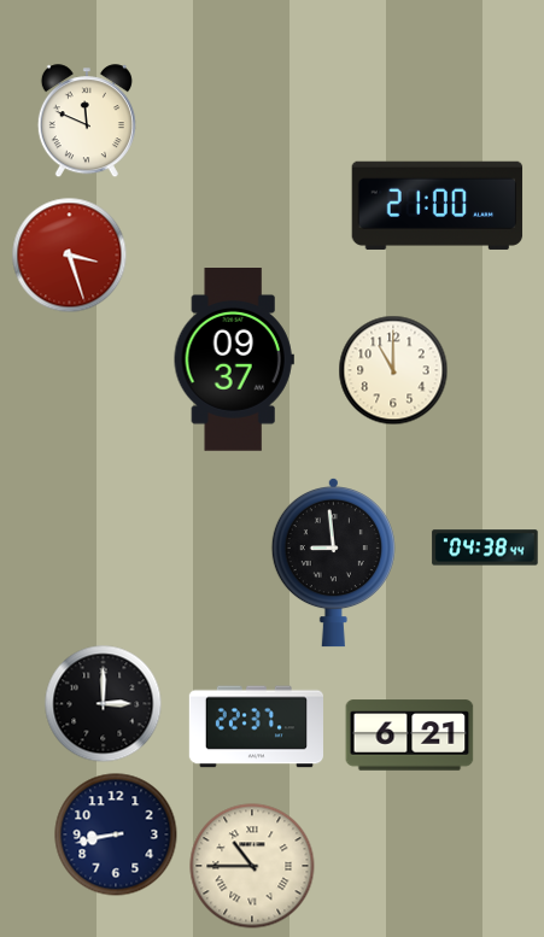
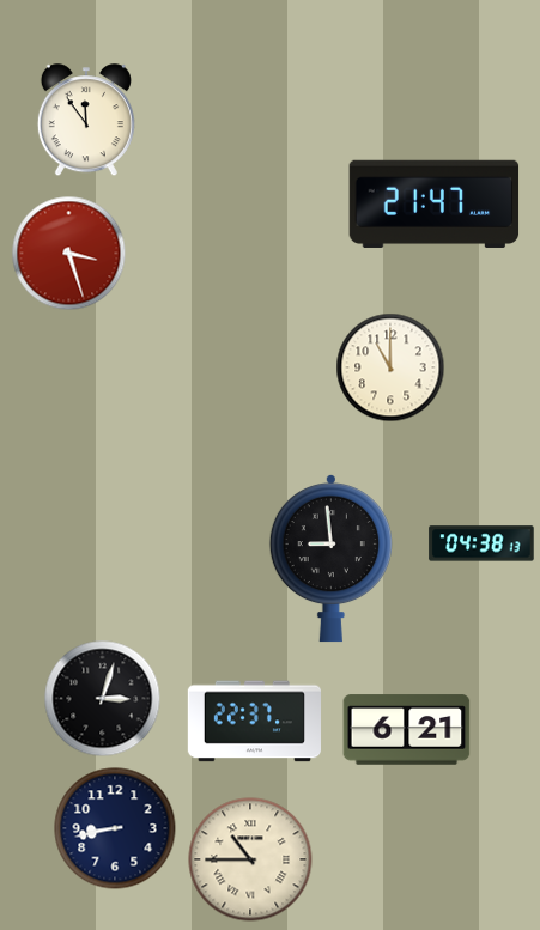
clock at (87, 122): 11:49 -> 11:54
clock at (438, 205): 21:00 -> 21:47
clock at (234, 361): 09:37 -> none
clock at (485, 547): 04:38:44 -> 04:38:13
clock at (104, 704): 3:00 -> 3:03
